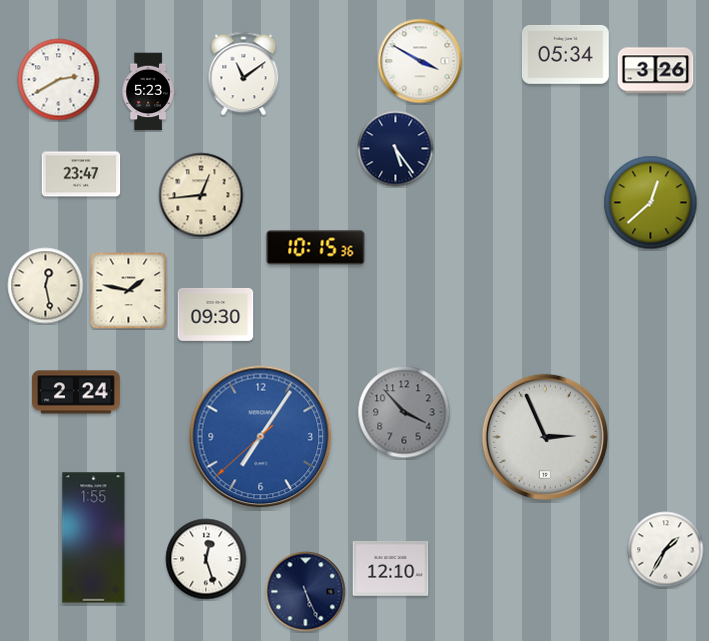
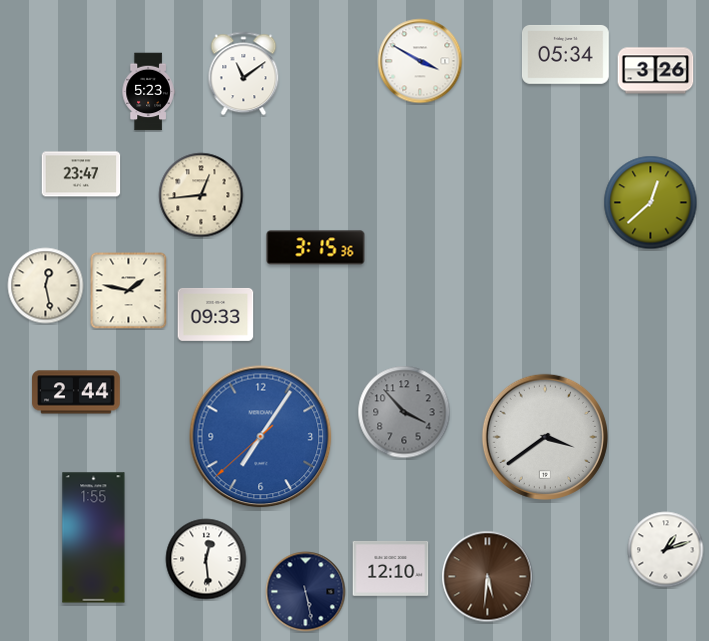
clock at (59, 80): 2:40 -> none
clock at (396, 149): 5:24 -> none
clock at (316, 248): 10:15 -> 3:15
clock at (216, 314): 09:30 -> 09:33
clock at (76, 392): 2:24 -> 2:44
clock at (545, 437): 2:56 -> 3:39
clock at (666, 550): 1:35 -> 1:12
clock at (206, 559): 12:27 -> 12:29
clock at (488, 577): none -> 5:31
clock at (306, 592): 5:26 -> 5:28
